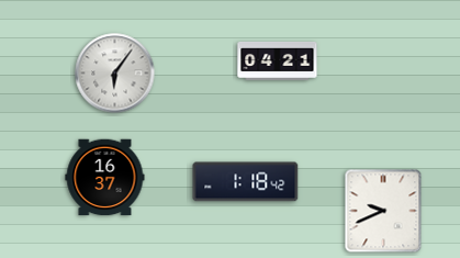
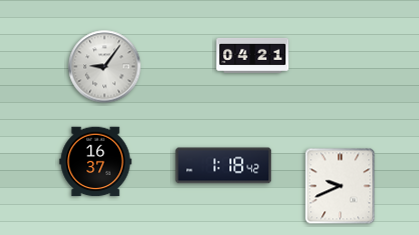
clock at (115, 74): 6:06 -> 9:06
clock at (383, 211) position: (383, 211) -> (340, 186)
